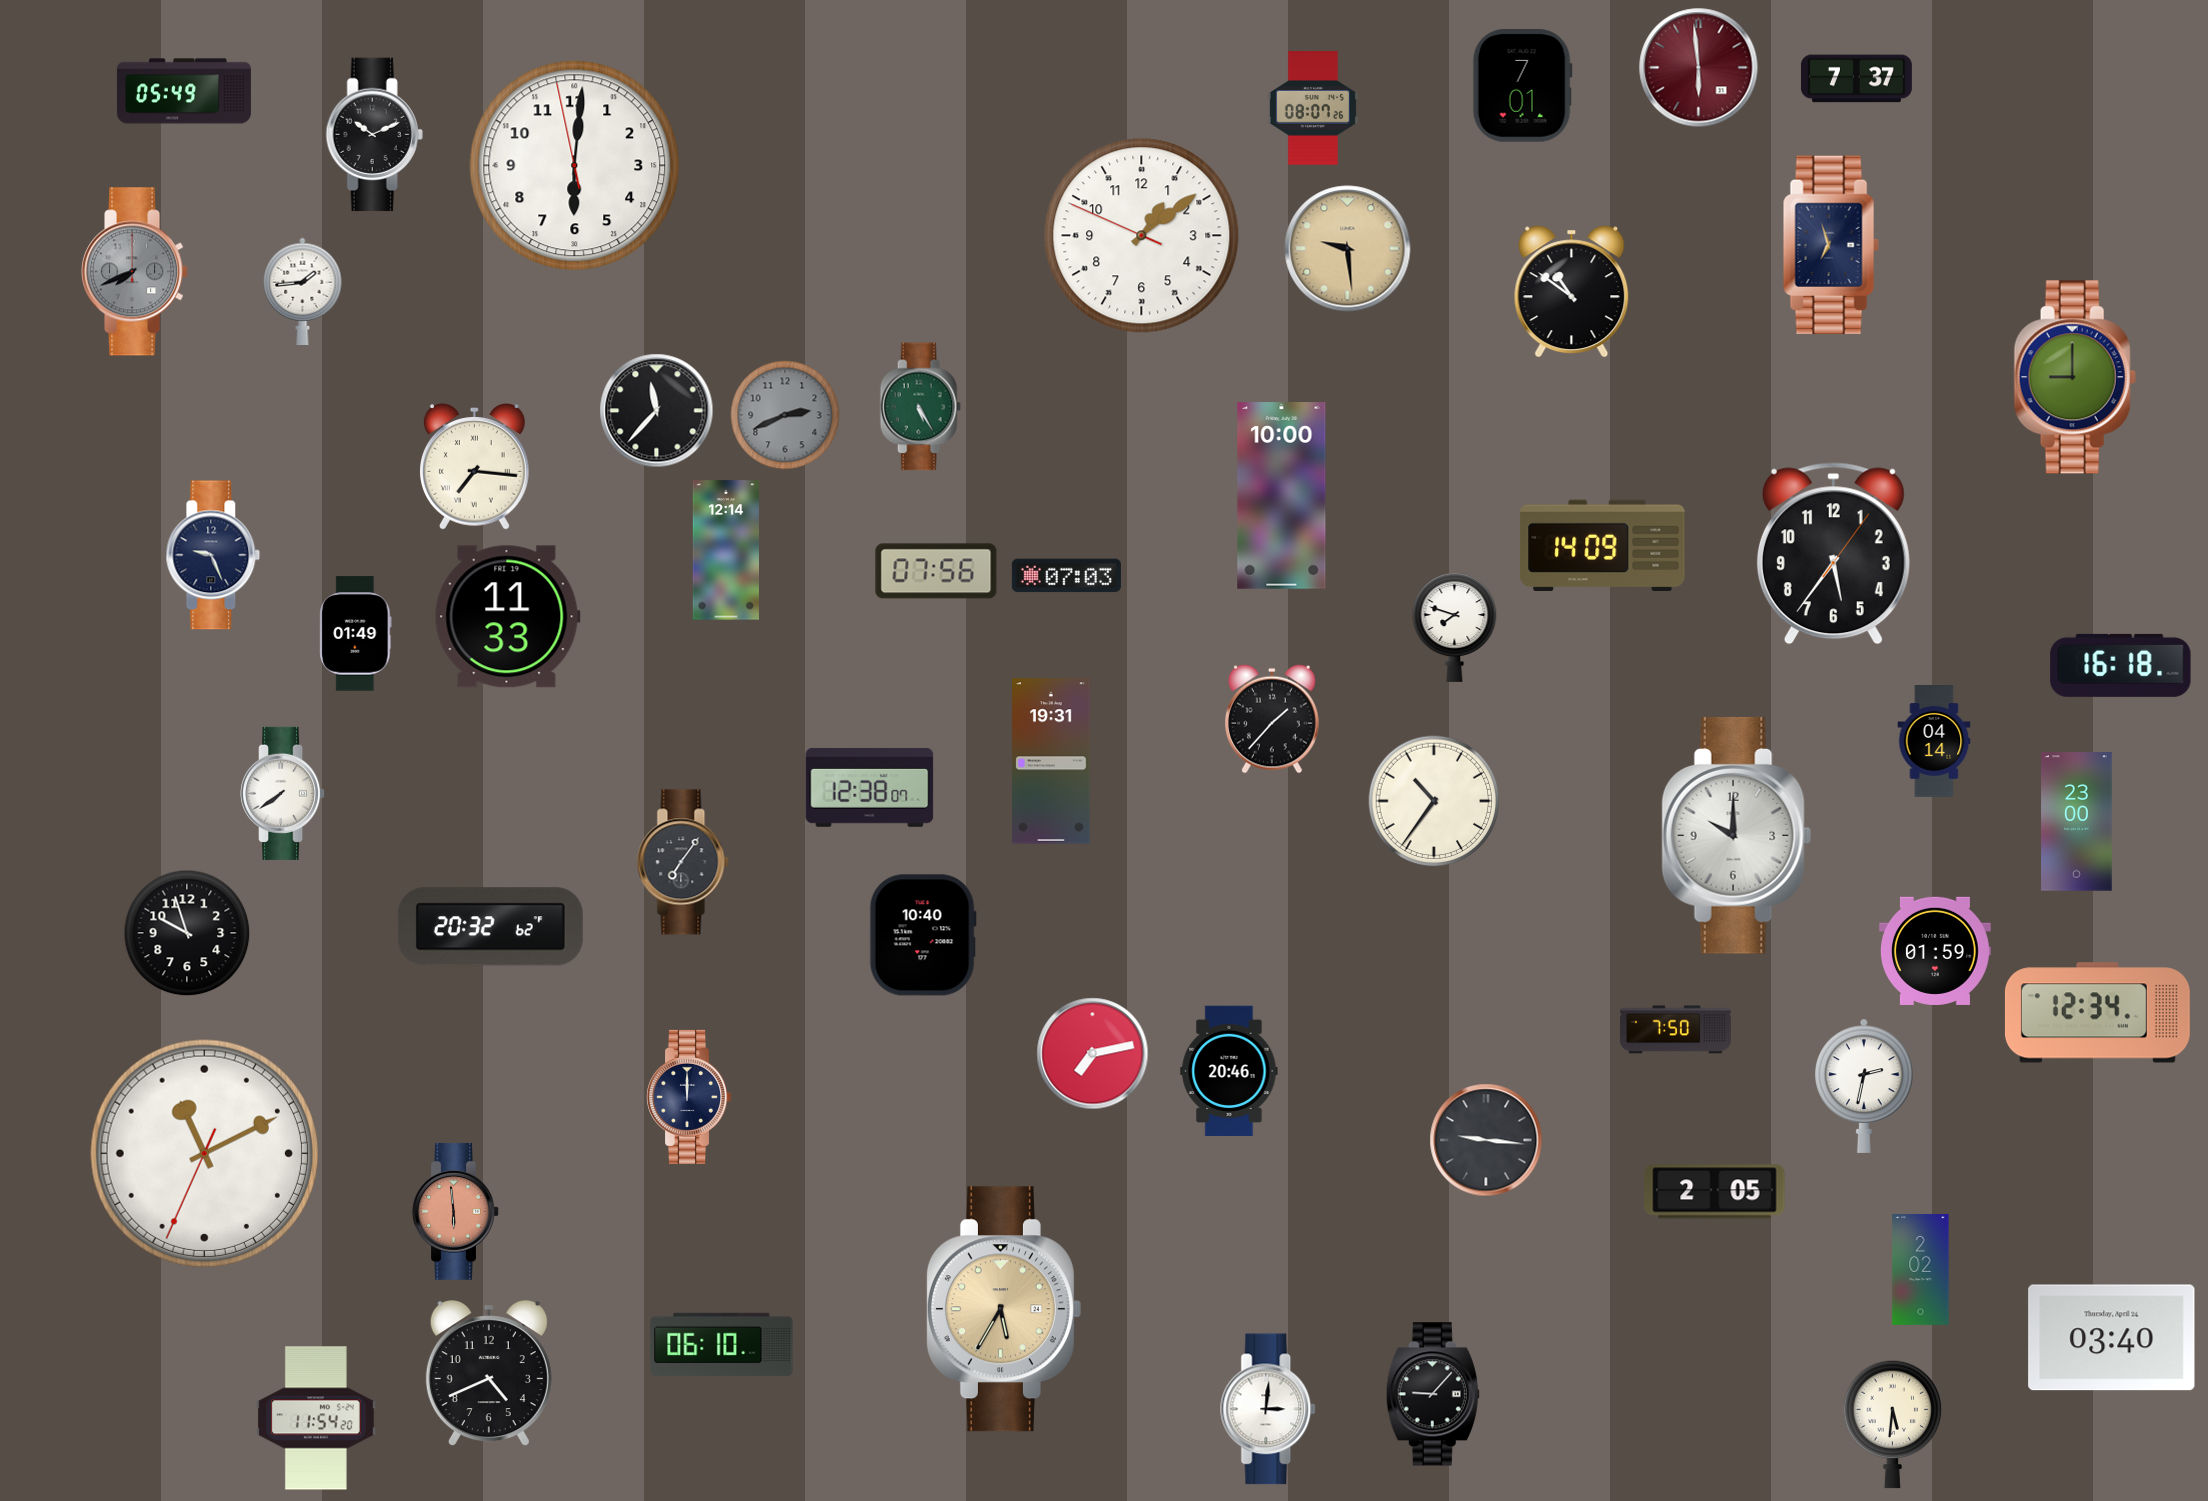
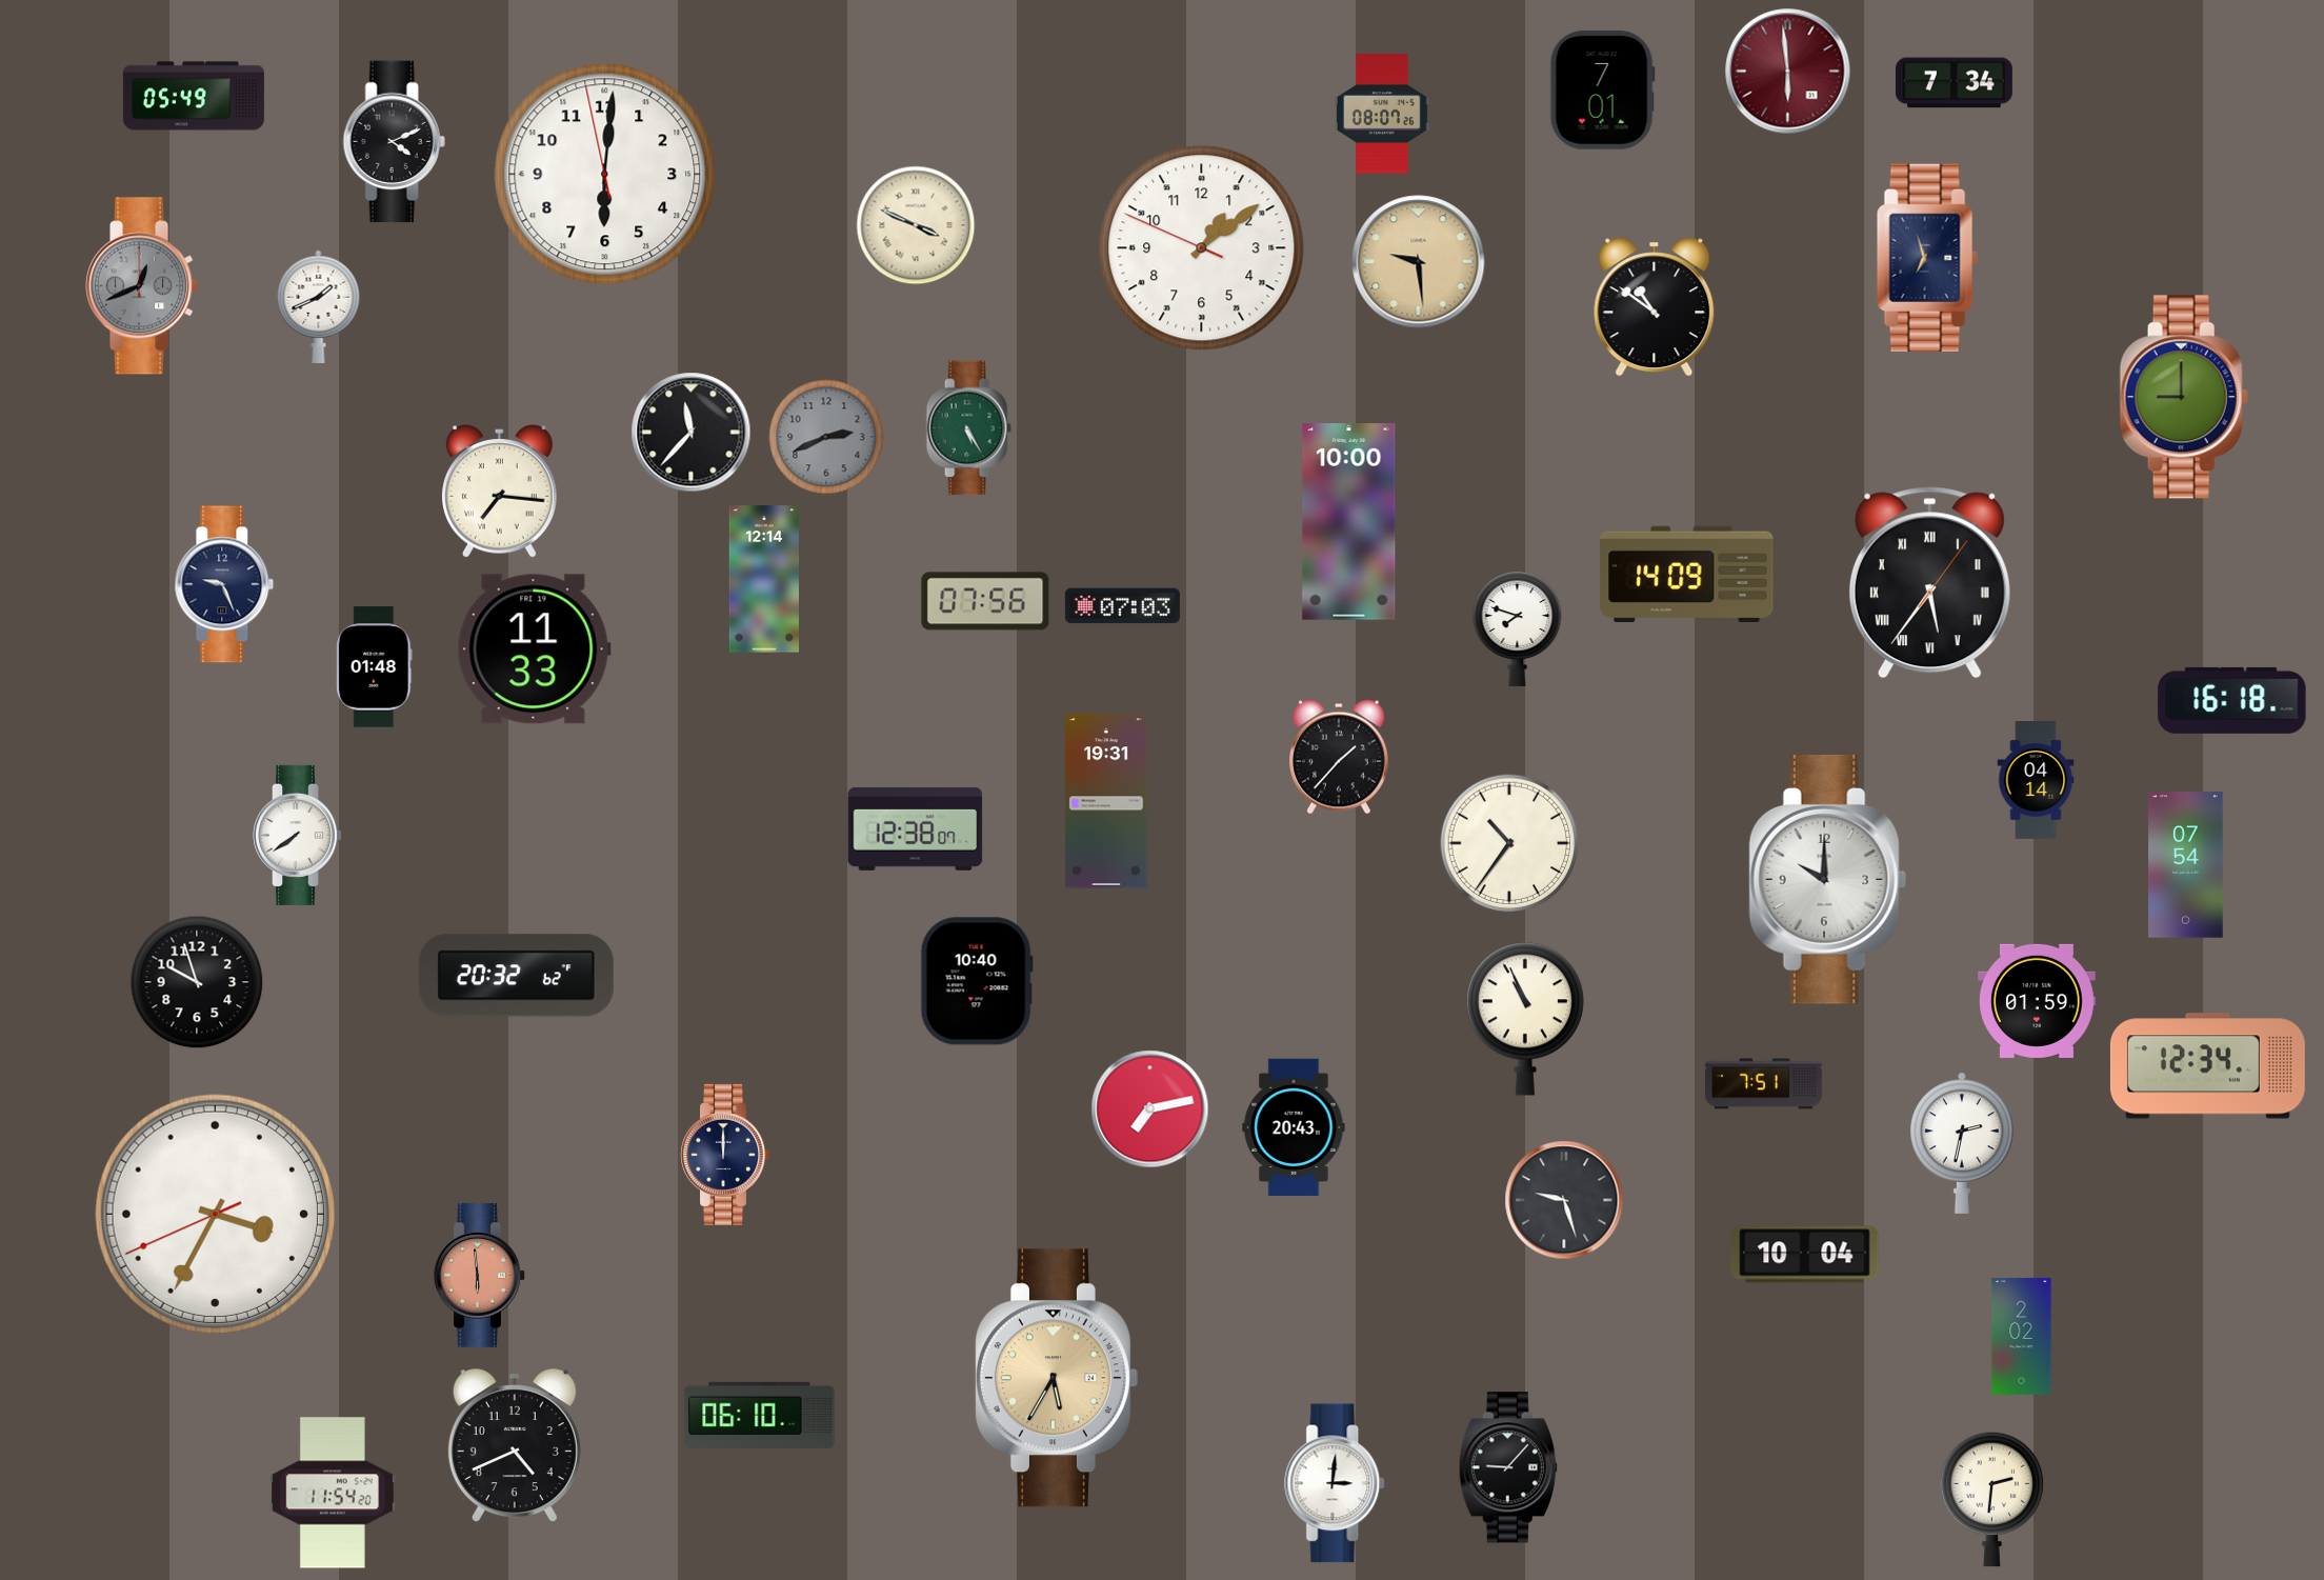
clock at (1856, 79): 7:37 -> 7:34
clock at (374, 135): 10:11 -> 4:11
clock at (916, 225): none -> 3:49
clock at (135, 272): 7:41 -> 12:41
clock at (303, 291): 1:44 -> 1:41
clock at (1833, 554) numerals: Arabic -> Roman
clock at (1455, 627) position: (1455, 627) -> (1518, 628)
clock at (356, 634): 01:49 -> 01:48
clock at (2077, 822): 23:00 -> 07:54
clock at (683, 862): 7:06 -> none
clock at (923, 935) position: (923, 935) -> (977, 981)
clock at (1525, 1019): none -> 10:56
clock at (1675, 1030): 7:50 -> 7:51
clock at (1229, 1071): 20:46 -> 20:43
clock at (1486, 1140): 9:16 -> 9:27
clock at (204, 1153): 11:10 -> 3:34
clock at (1715, 1192): 2:05 -> 10:04
clock at (2112, 1338): 03:40 -> none
clock at (1893, 1424): 5:31 -> 2:31
